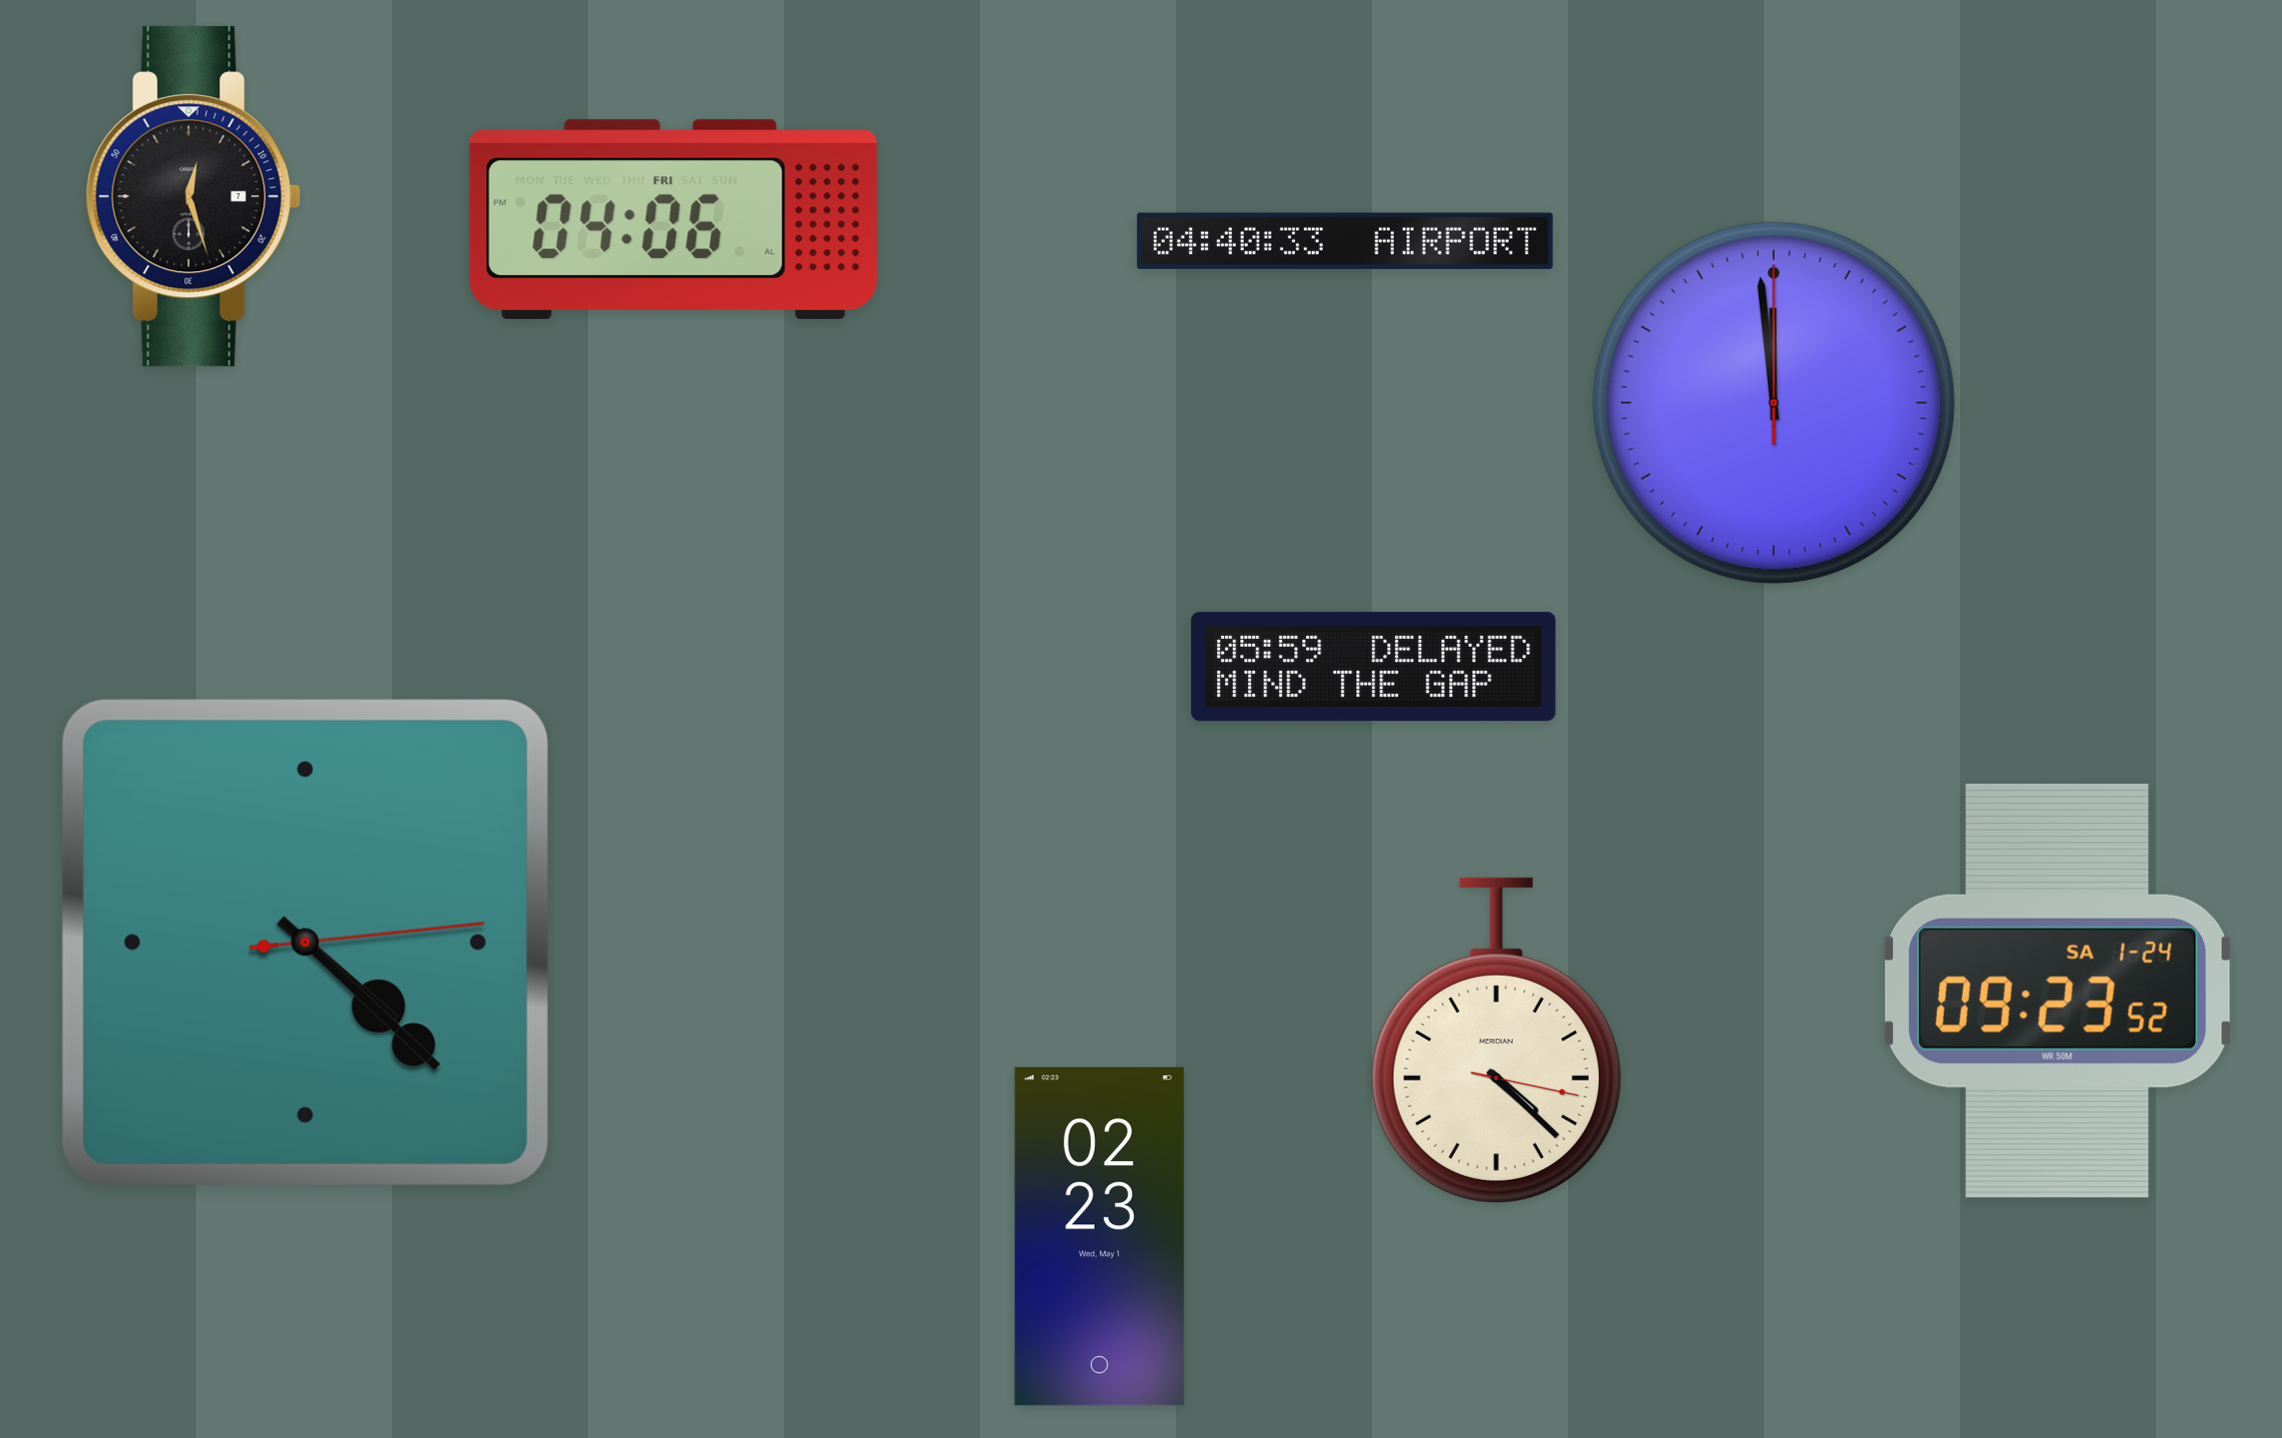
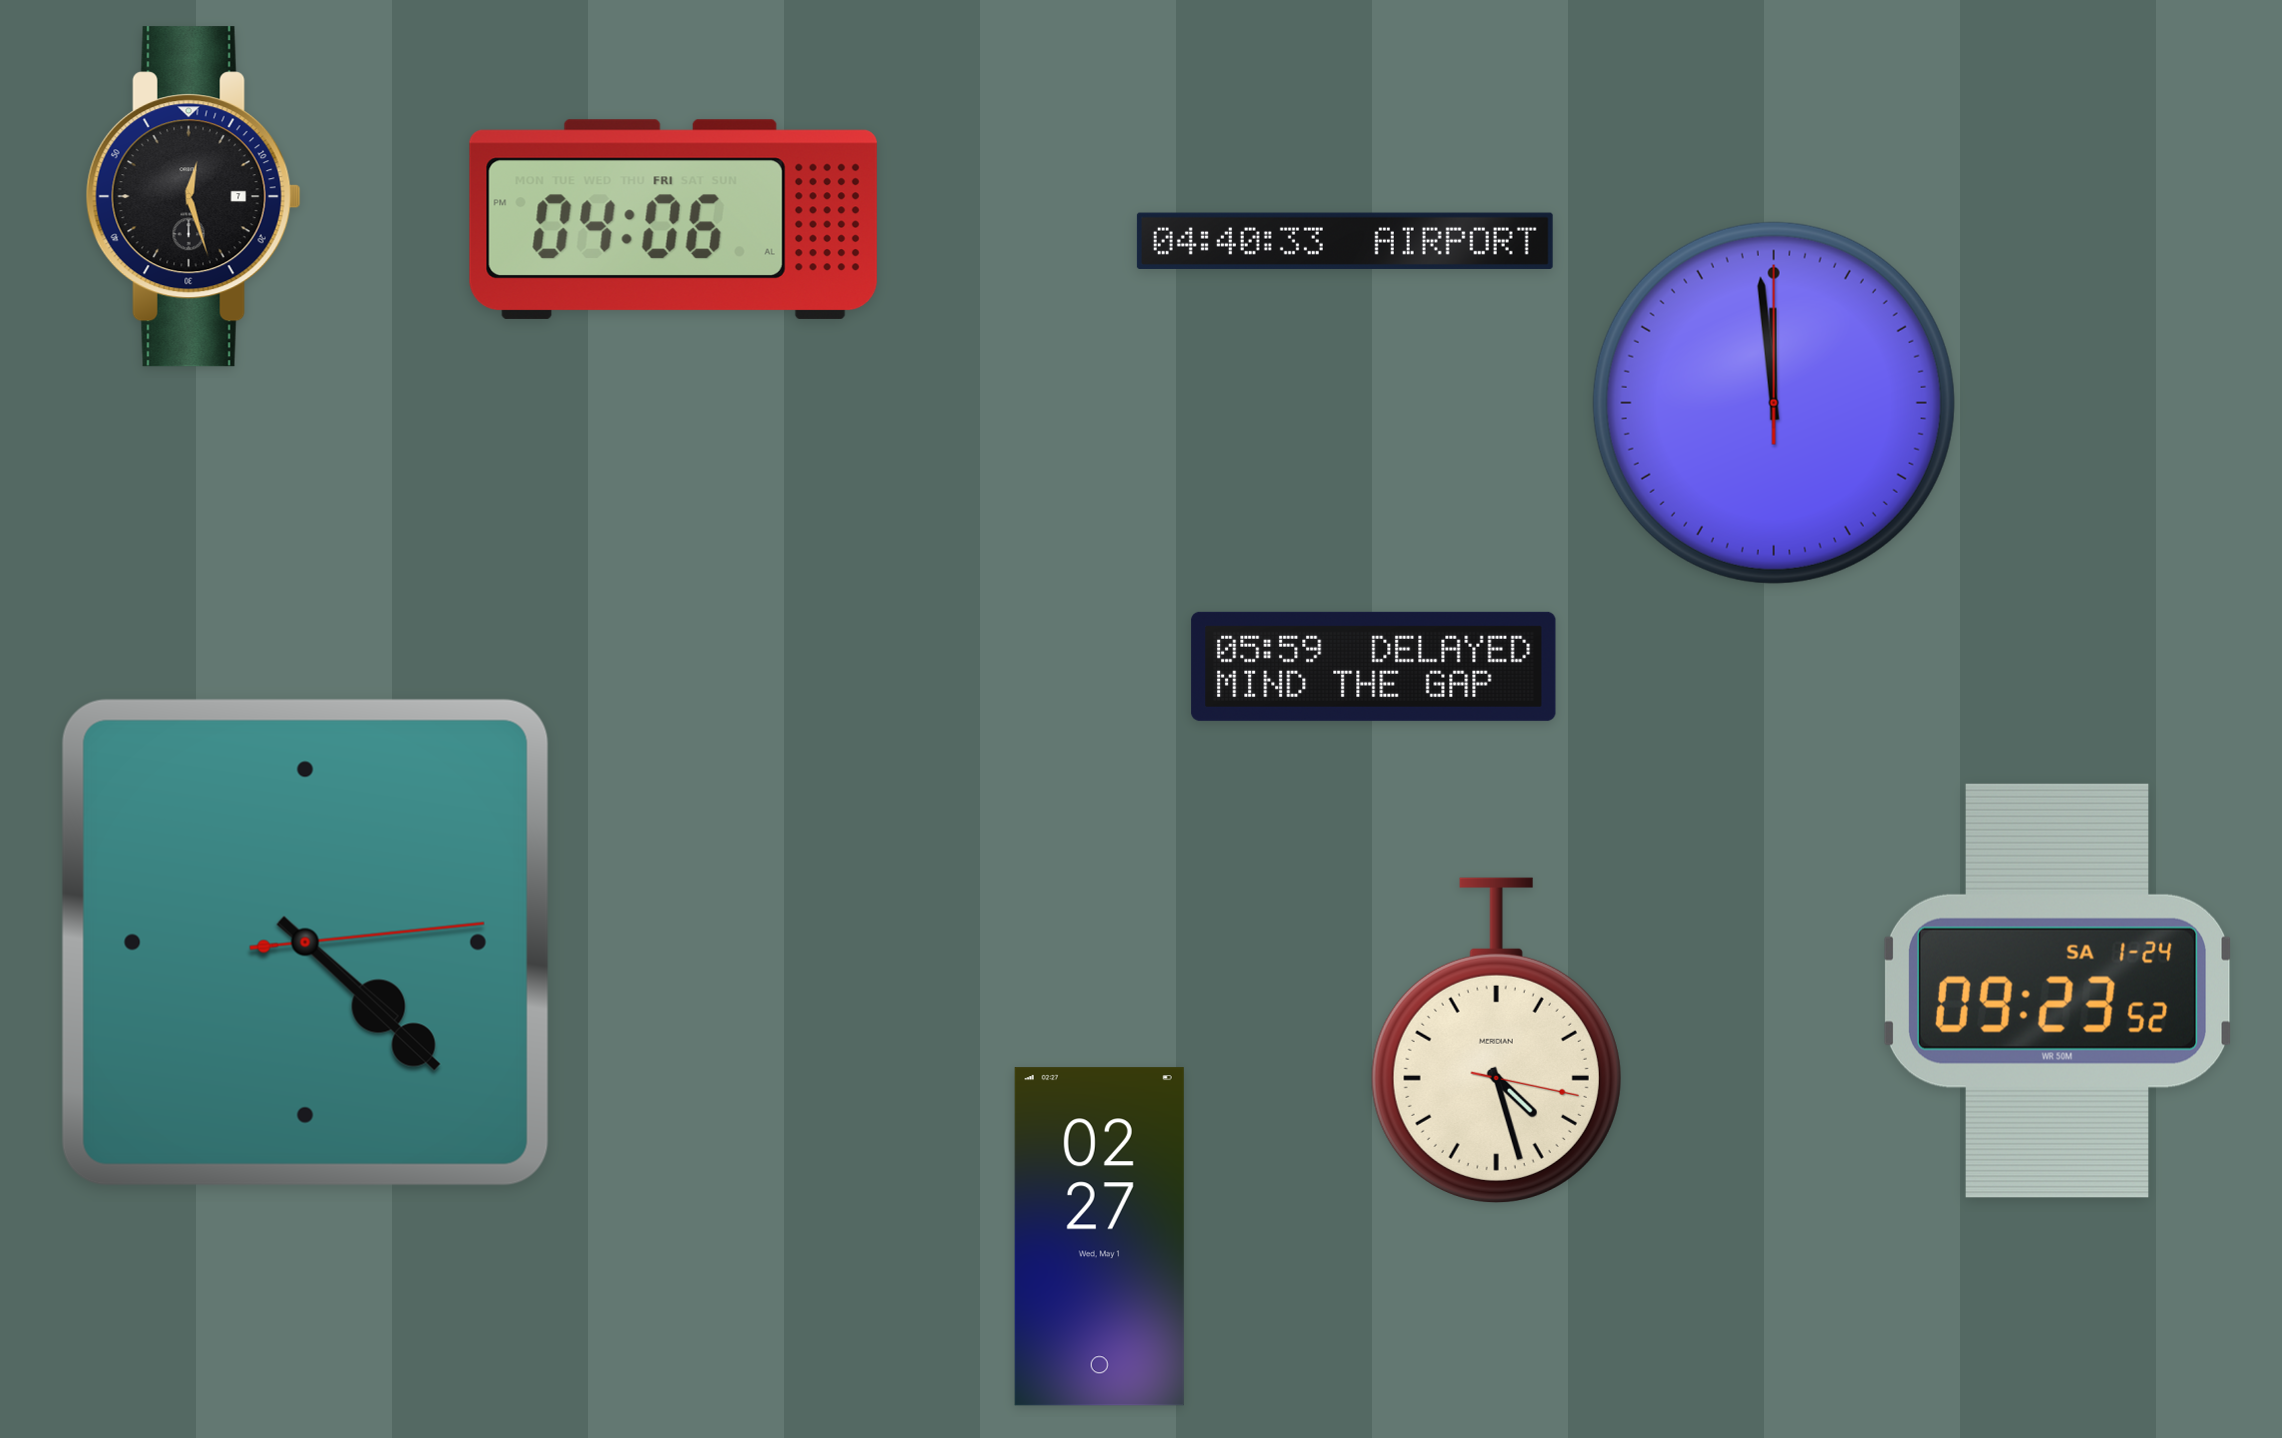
clock at (1496, 1040): 4:22 -> 4:27
clock at (1099, 1237): 02:23 -> 02:27
